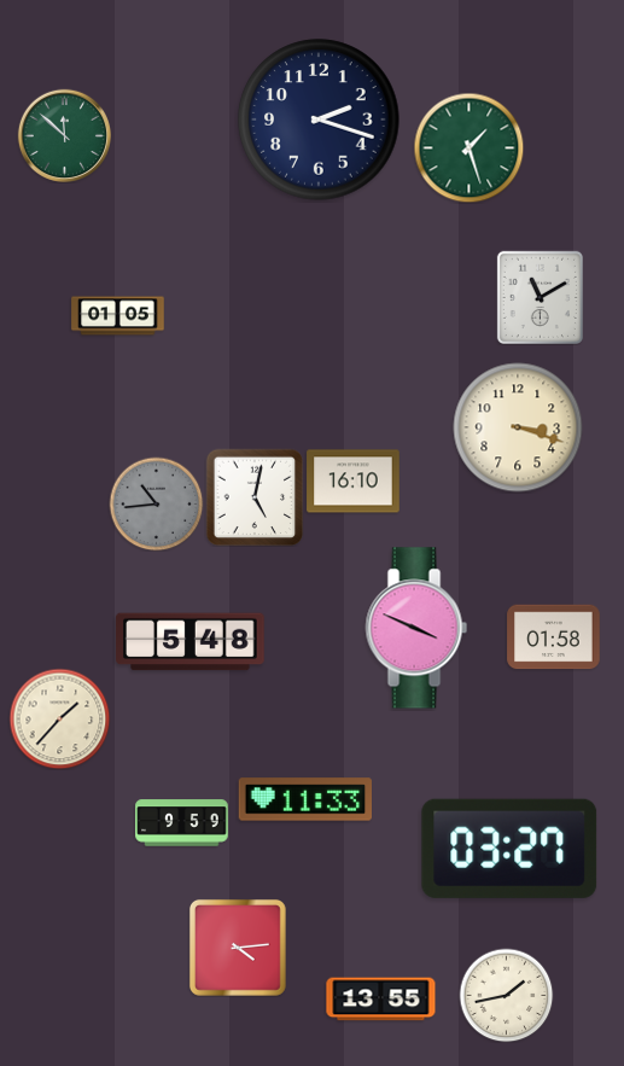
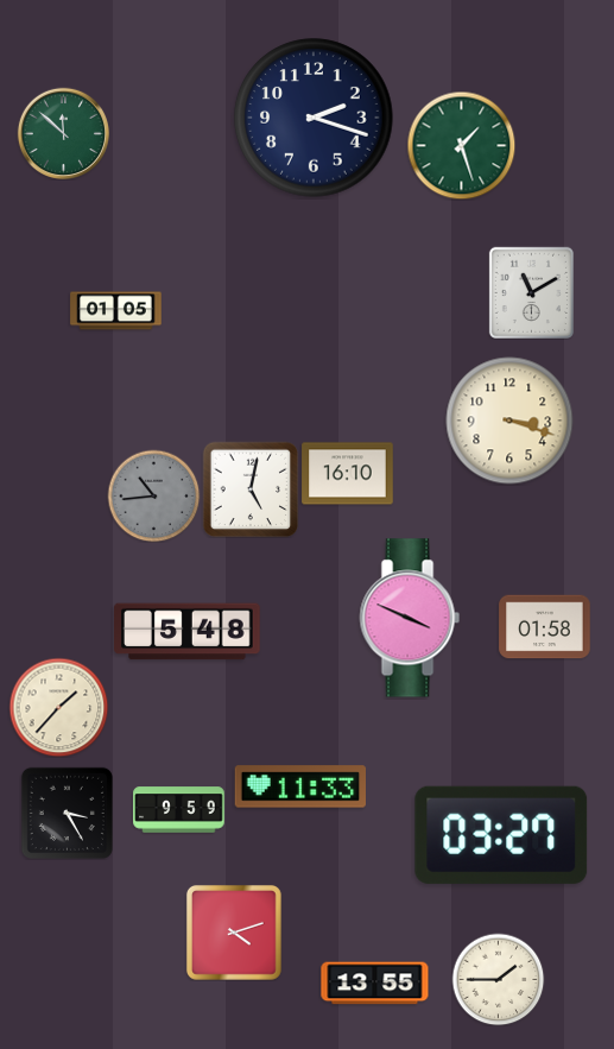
clock at (67, 813): none -> 3:25
clock at (238, 948): 4:14 -> 4:12
clock at (506, 995): 1:43 -> 1:45
